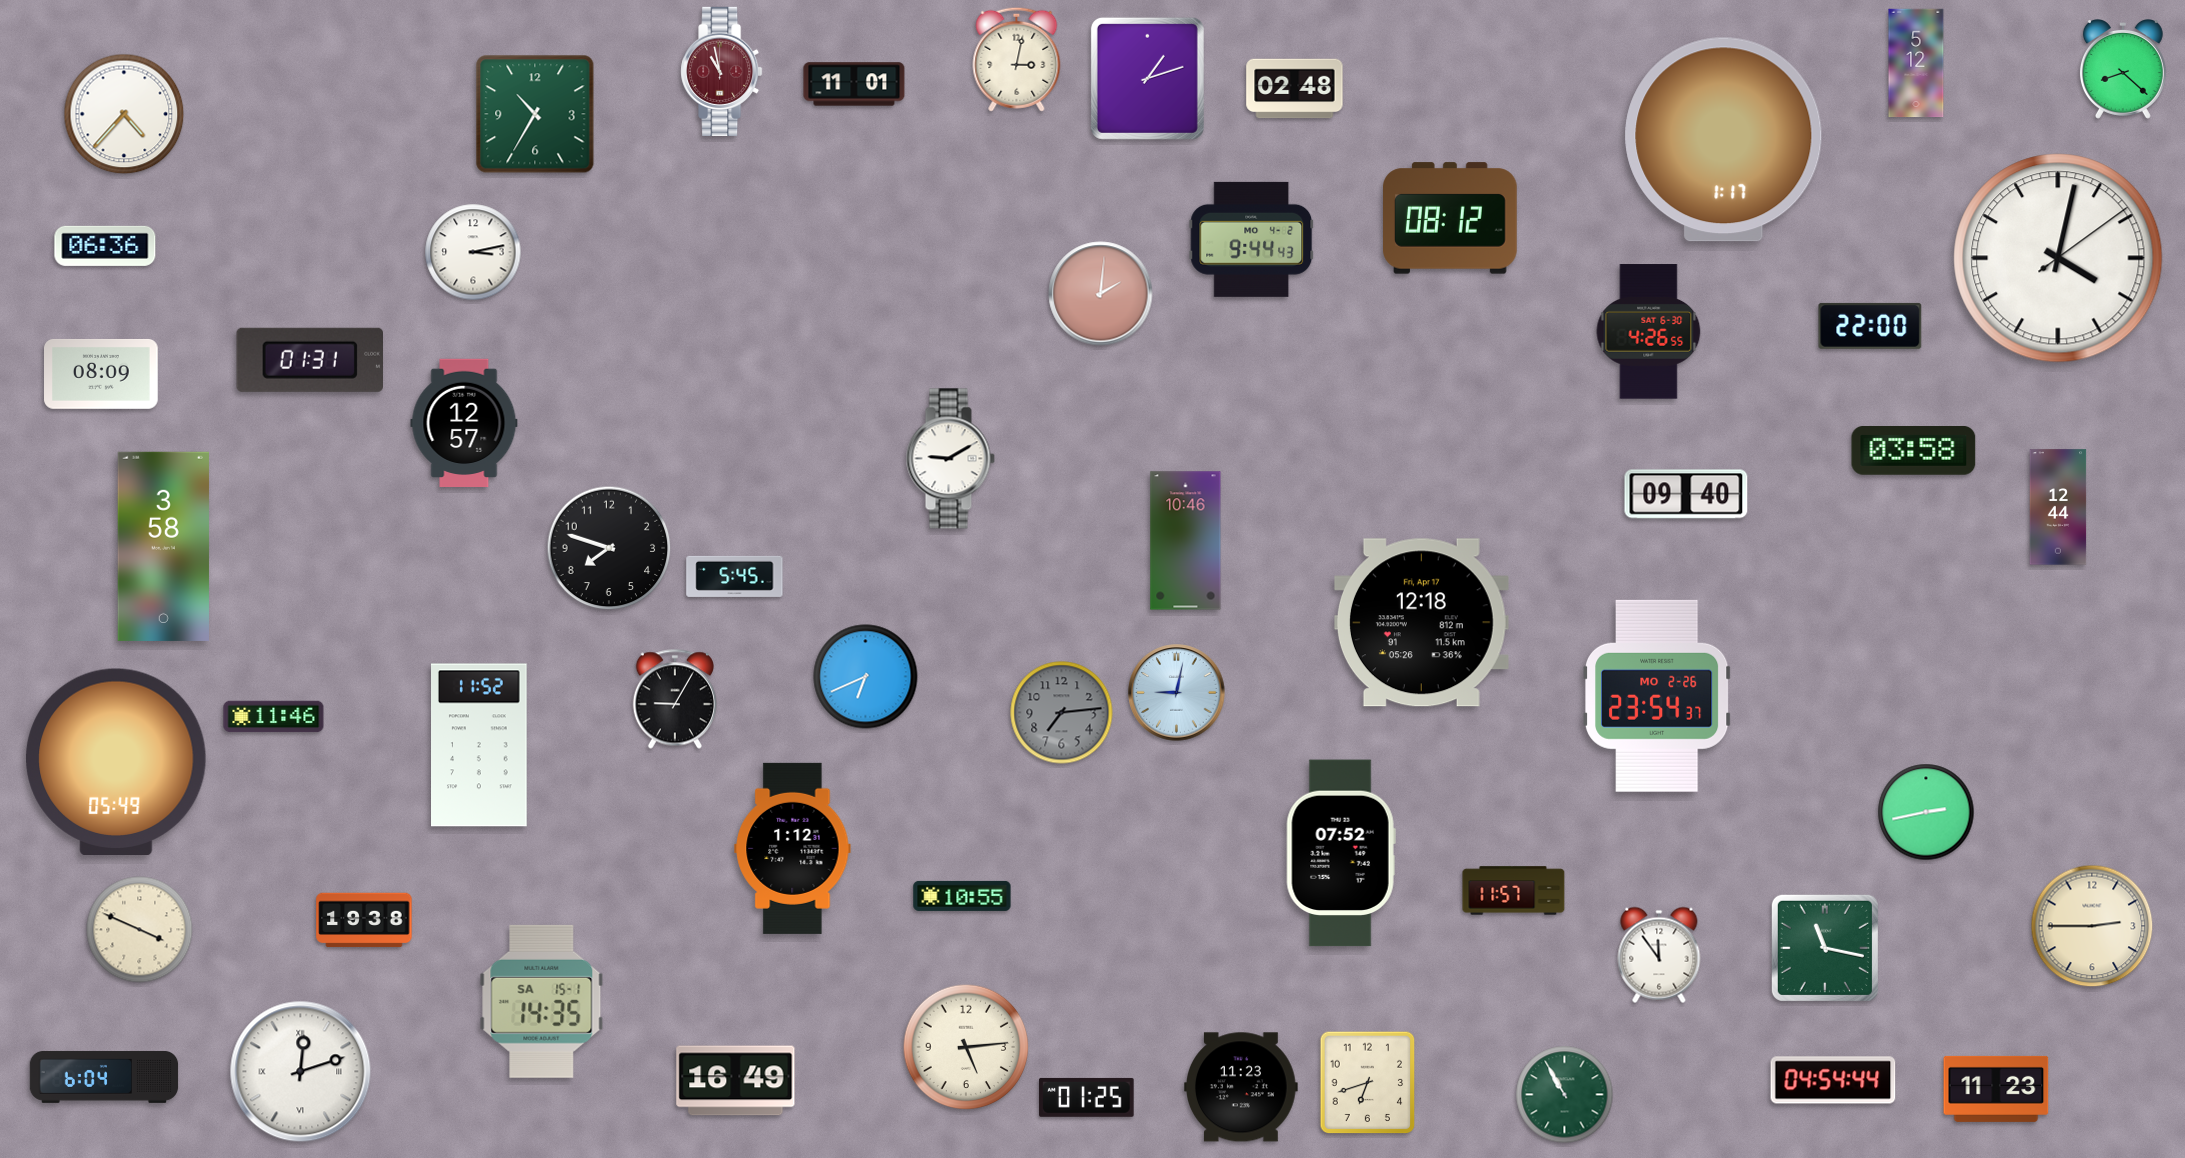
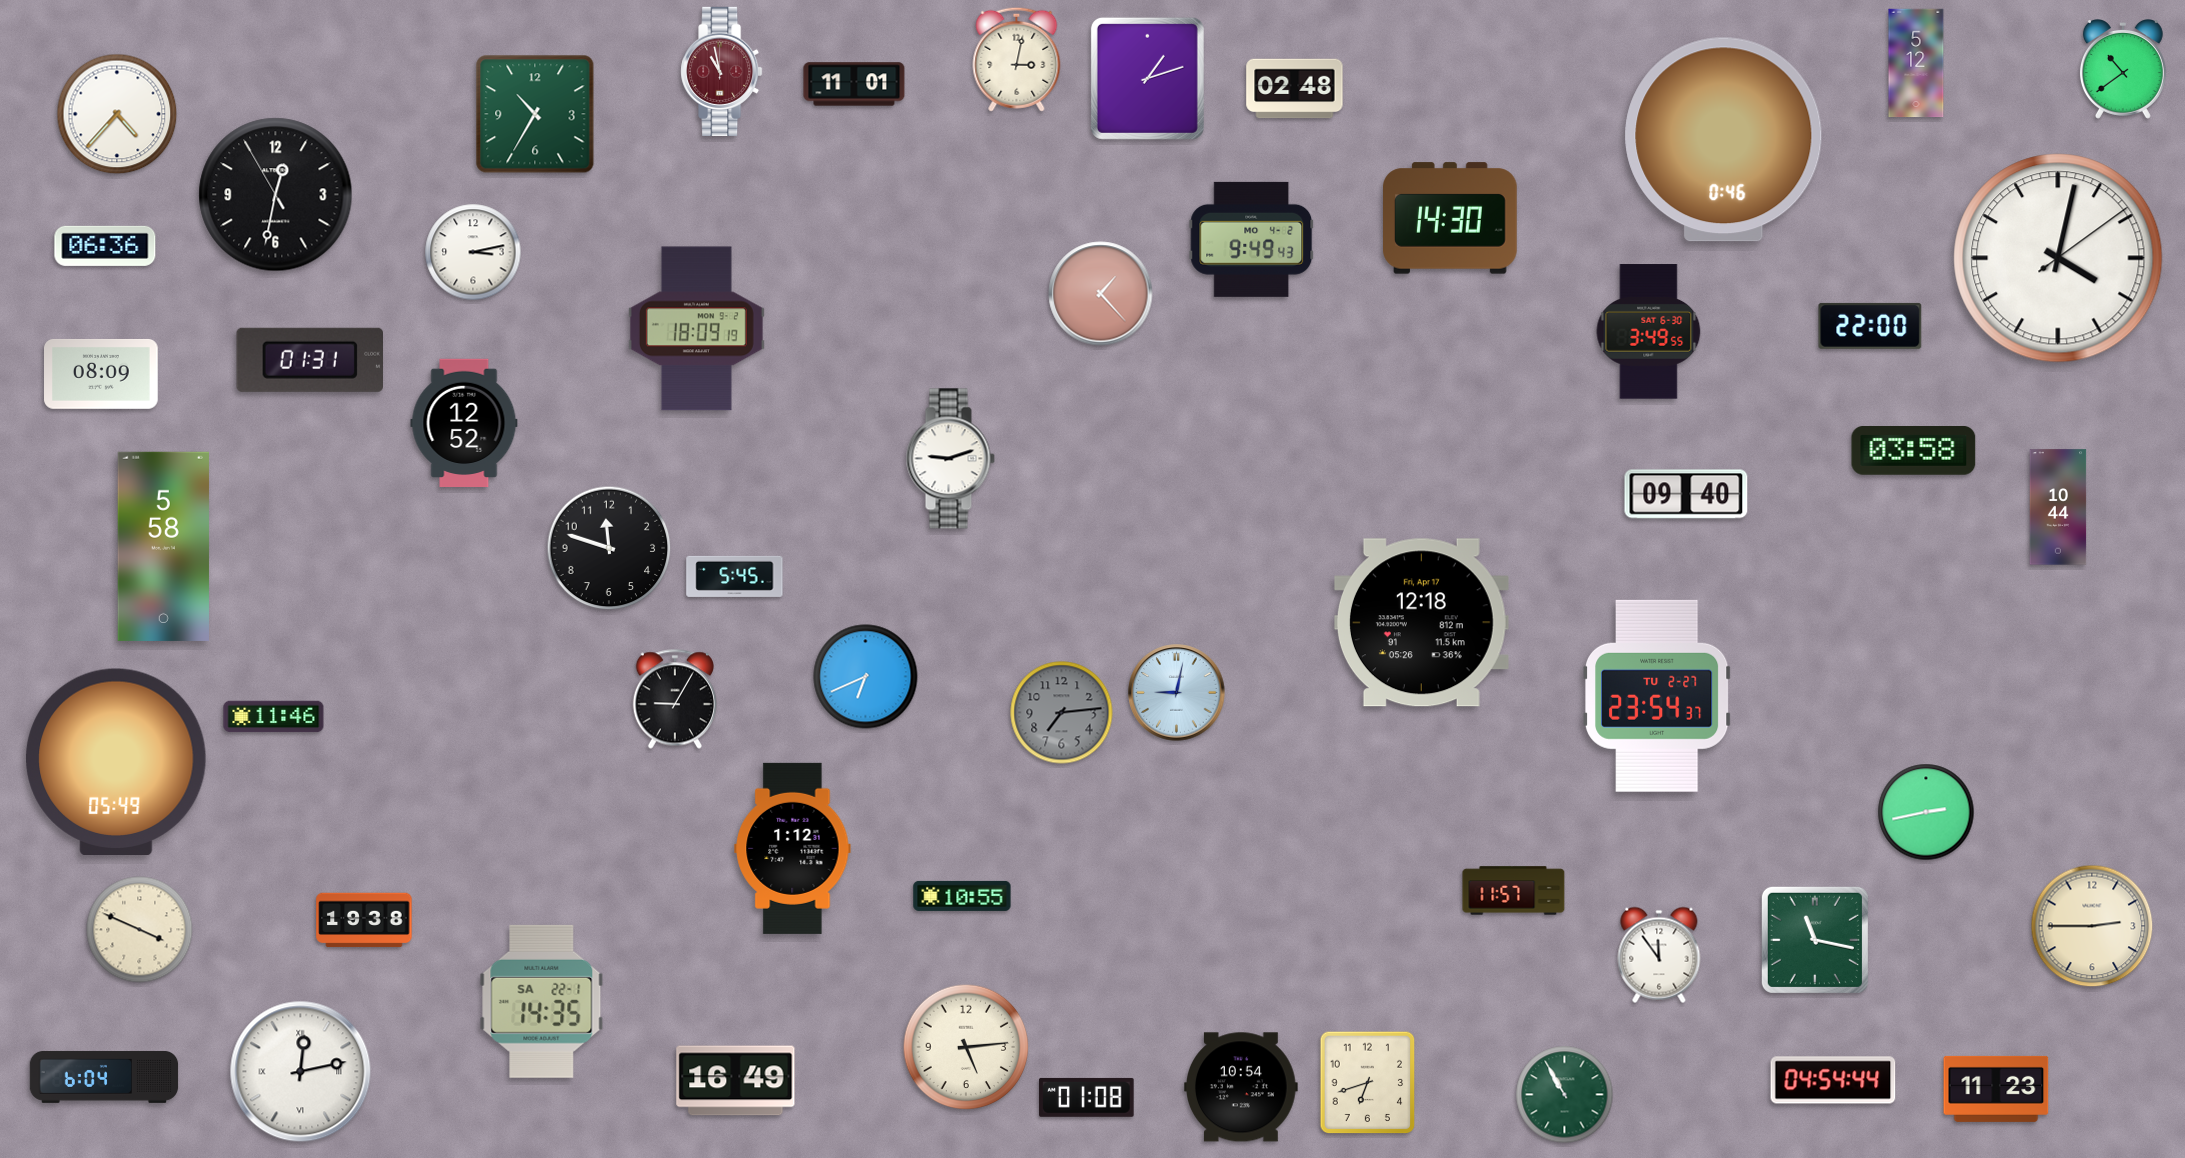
clock at (2123, 70): 8:22 -> 10:39
clock at (124, 114) position: (124, 114) -> (117, 114)
clock at (1724, 140): 1:17 -> 0:46
clock at (276, 195): none -> 12:31
clock at (1451, 218): 08:12 -> 14:30
clock at (1252, 239): 9:44 -> 9:49
clock at (1101, 294): 2:01 -> 1:23
clock at (696, 329): none -> 18:09
clock at (1649, 332): 4:26 -> 3:49
clock at (464, 423): 12:57 -> 12:52
clock at (950, 459): 9:10 -> 9:12
clock at (2058, 507): 12:44 -> 10:44
clock at (1186, 541): 10:46 -> none
clock at (163, 546): 3:58 -> 5:58
clock at (609, 548): 7:48 -> 11:48
clock at (1658, 696) date: MO 2-26 -> TU 2-27
clock at (479, 745): 11:52 -> none
clock at (1341, 853): 07:52 -> none
clock at (1825, 948) position: (1825, 948) -> (1815, 940)
clock at (542, 1001) date: SA 15-1 -> SA 22-1
clock at (301, 1072): 12:12 -> 12:13
clock at (1242, 1087): 11:23 -> 10:54
clock at (1087, 1097): 01:25 -> 01:08
